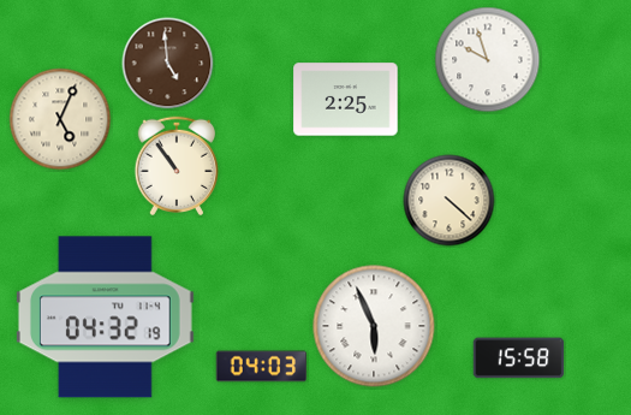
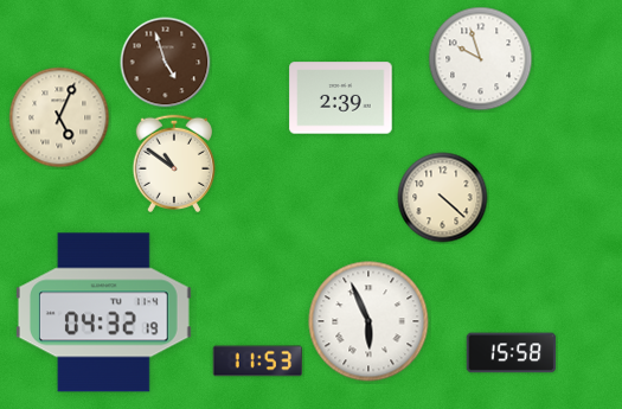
clock at (168, 64): 4:59 -> 4:57
clock at (346, 100): 2:25 -> 2:39
clock at (177, 165): 10:54 -> 10:51
clock at (262, 367): 04:03 -> 11:53
